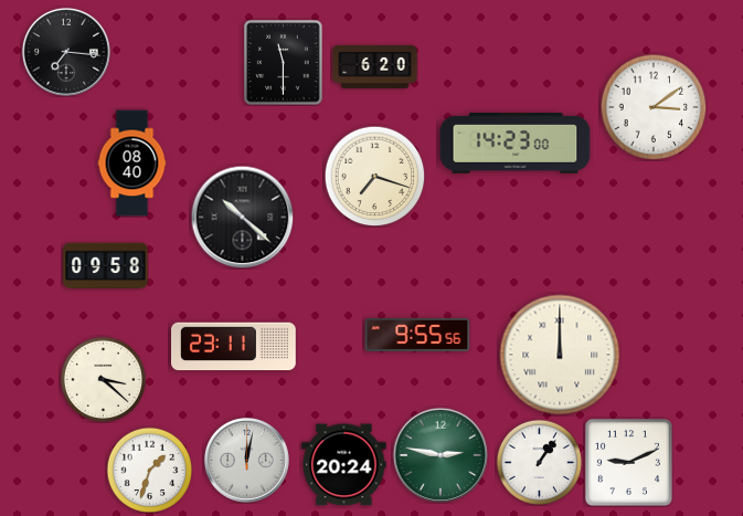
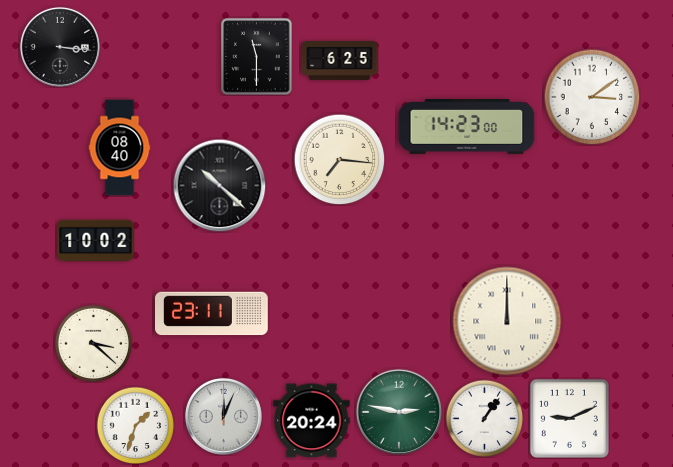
clock at (66, 52): 7:16 -> 3:16
clock at (375, 66): 6:20 -> 6:25
clock at (516, 143) position: (516, 143) -> (467, 126)
clock at (374, 176): 7:18 -> 7:16
clock at (242, 217) position: (242, 217) -> (219, 185)
clock at (106, 266): 09:58 -> 10:02
clock at (417, 335): 9:55 -> none
clock at (246, 460): 12:02 -> 12:04
clock at (539, 462) position: (539, 462) -> (484, 418)
